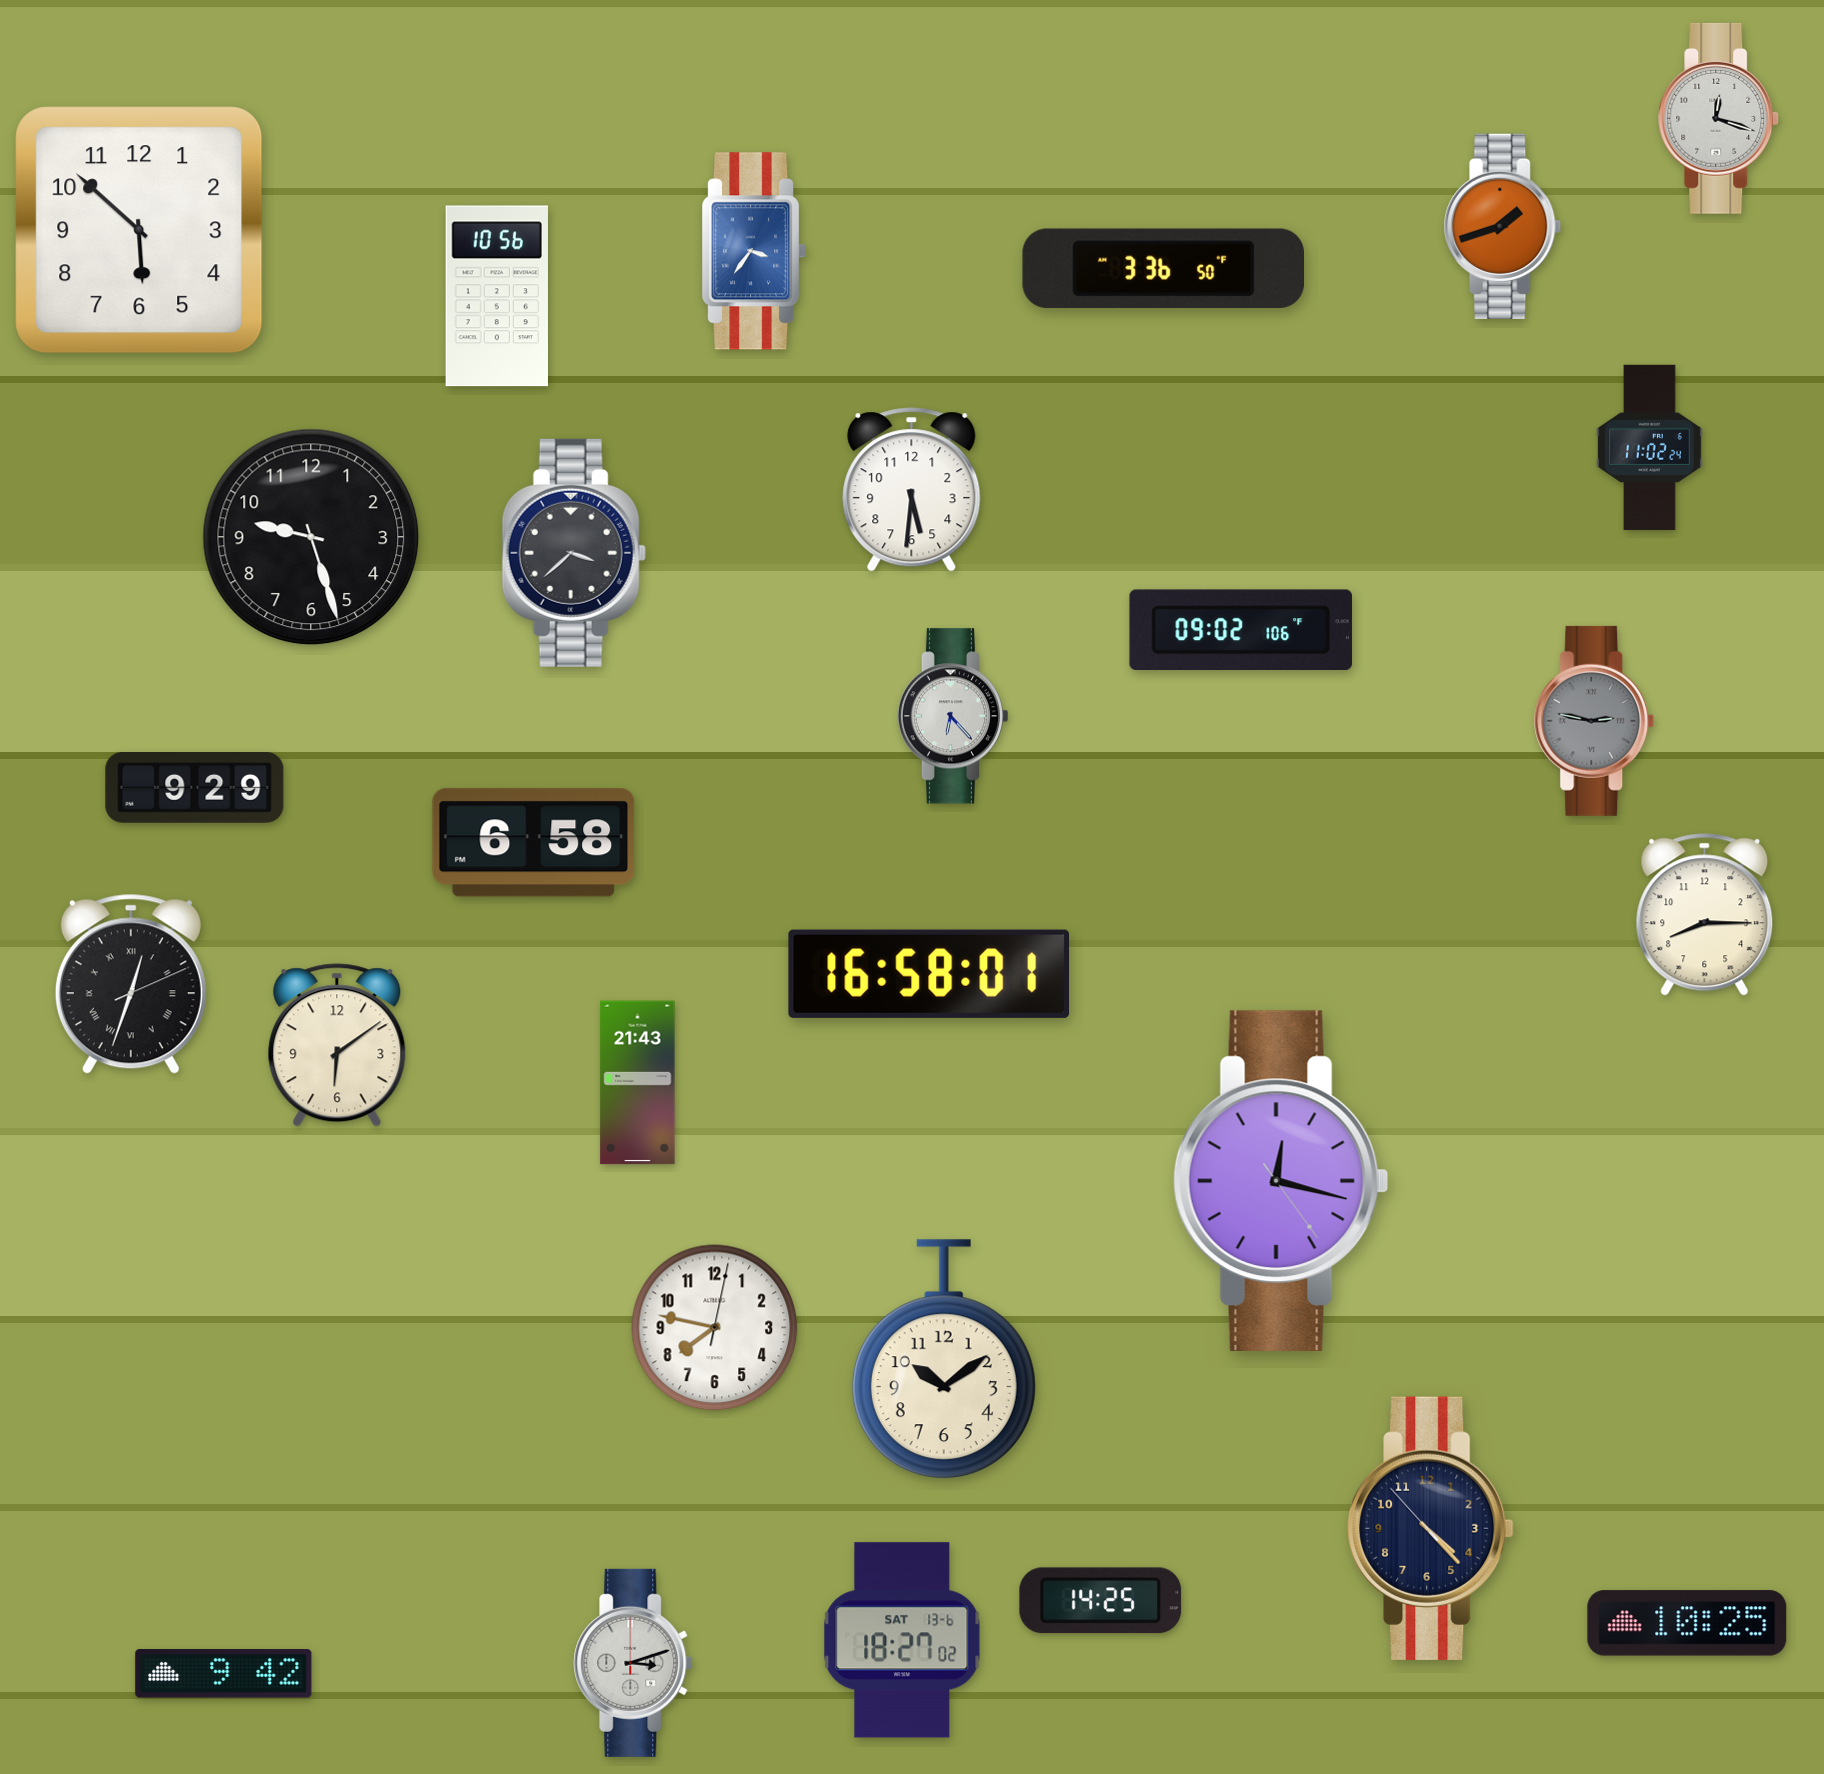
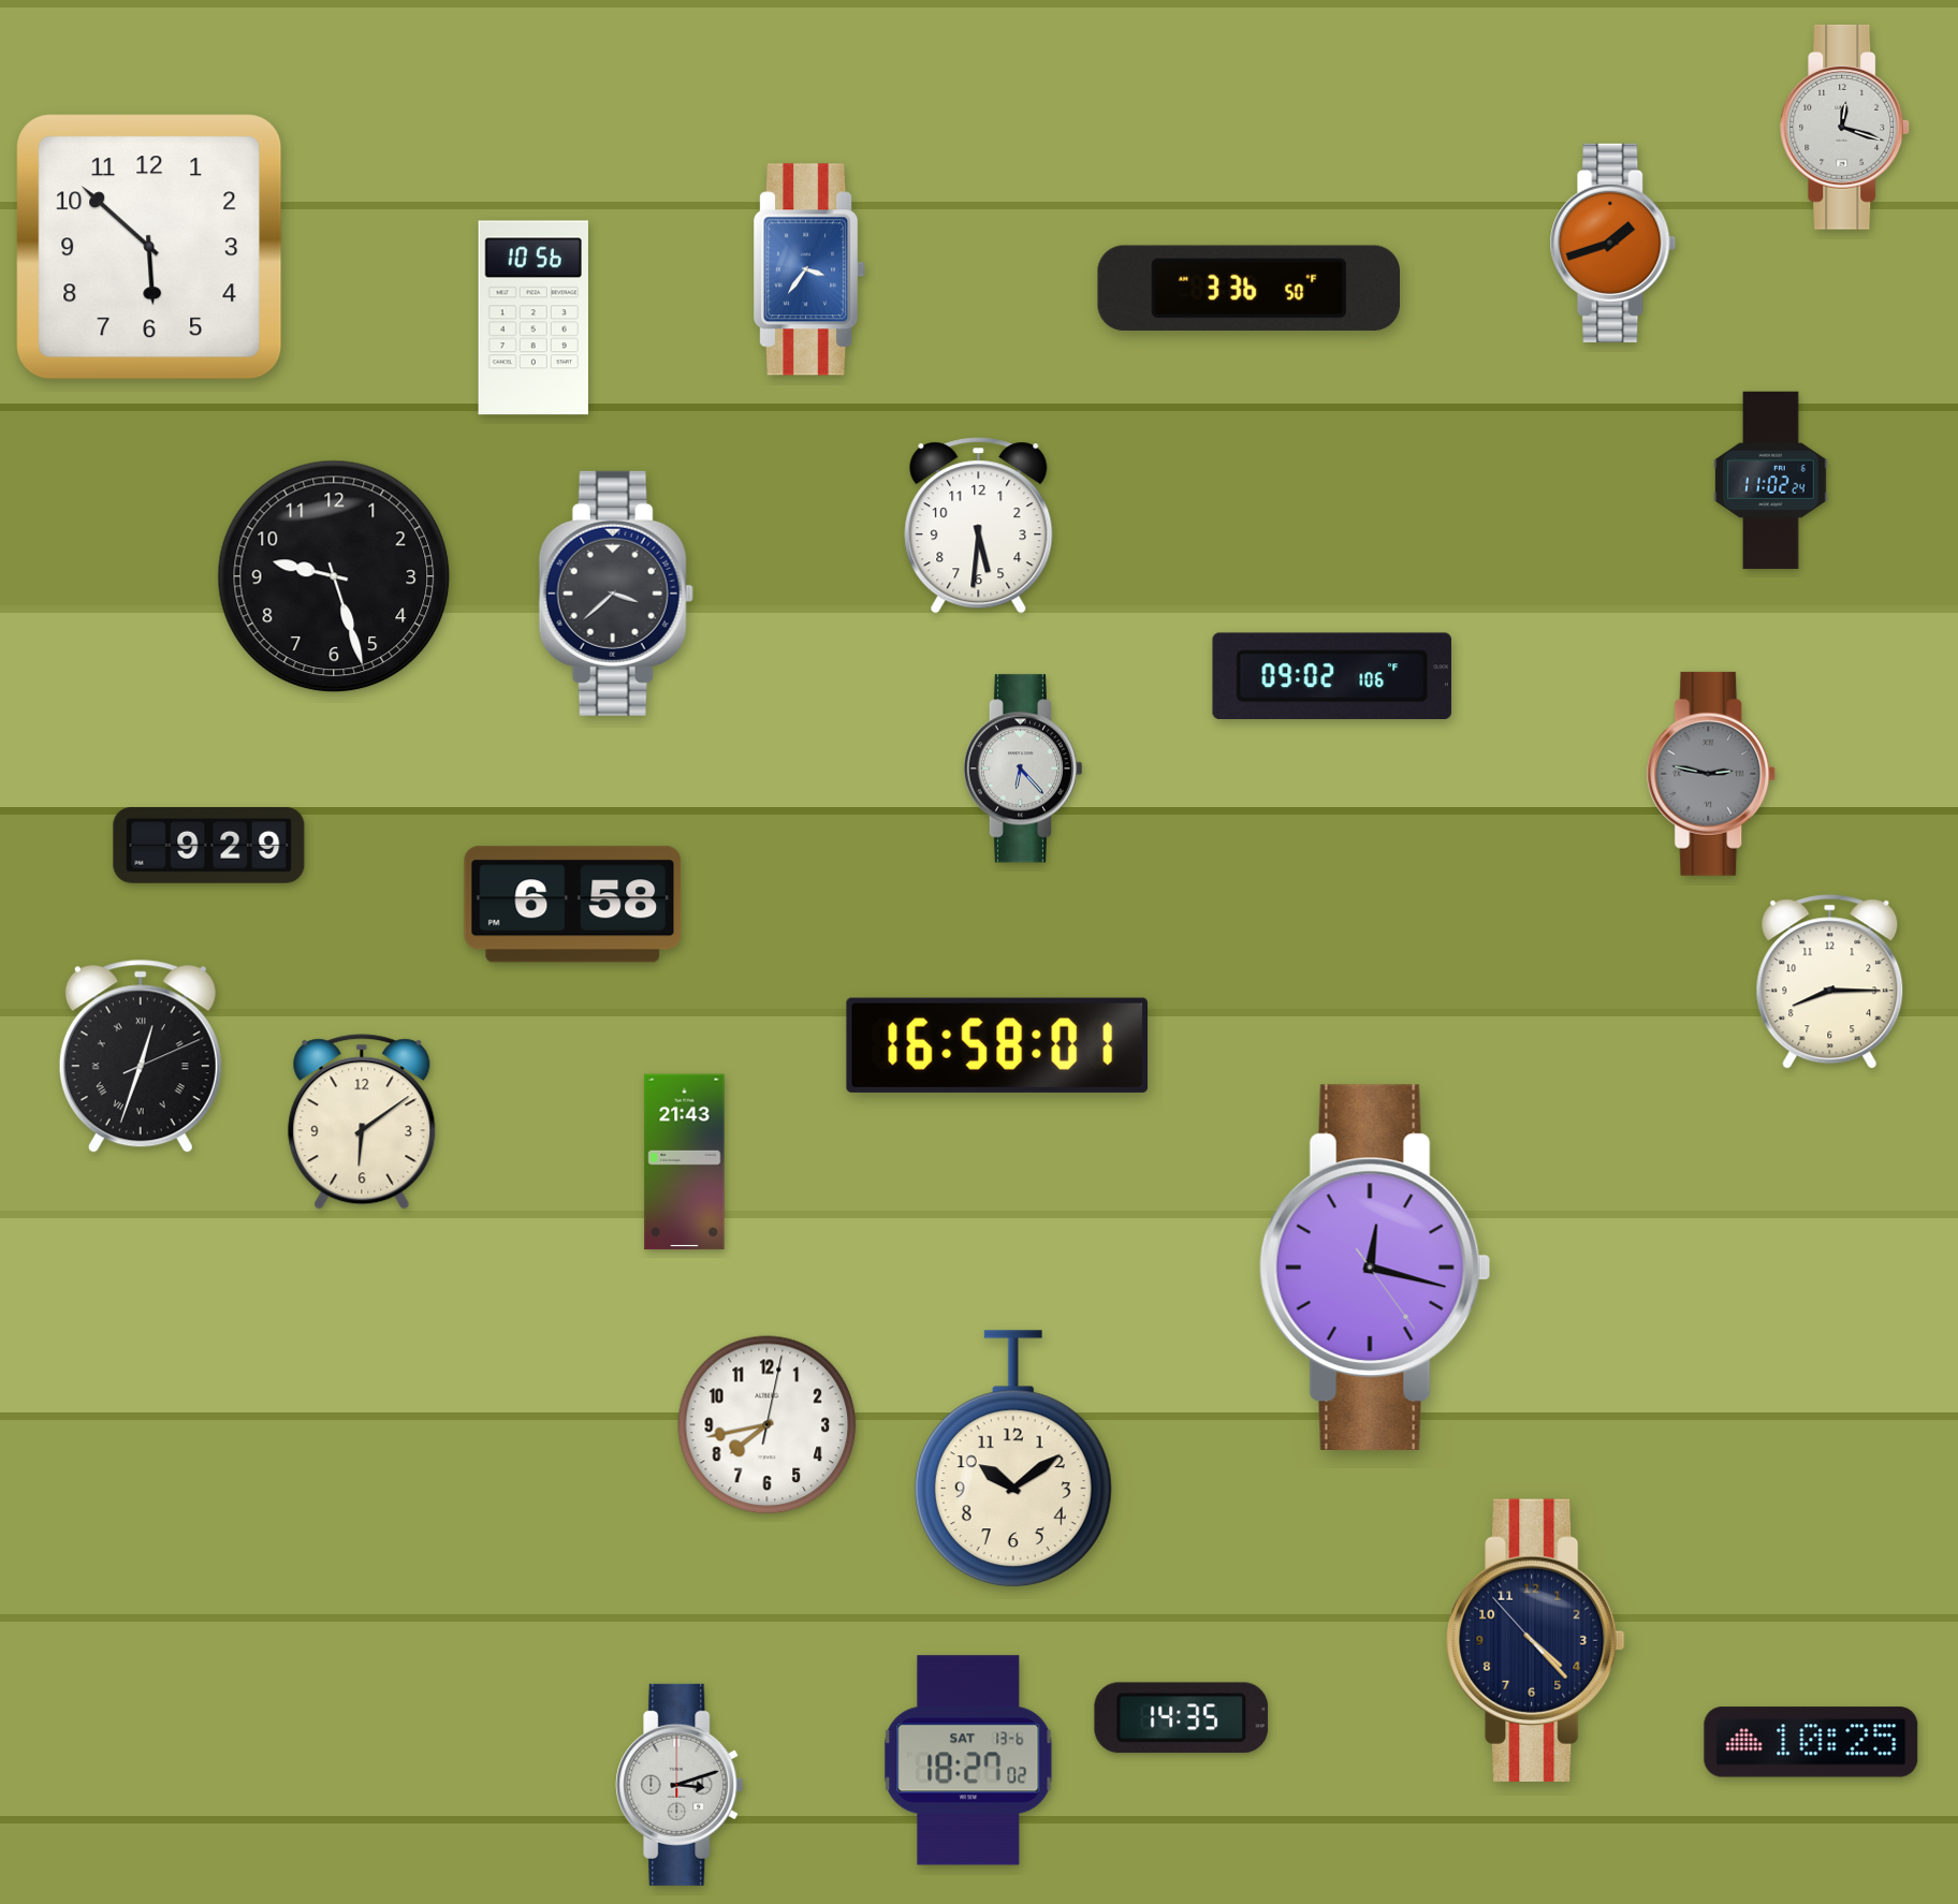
clock at (715, 1328): 7:47 -> 7:43
clock at (1101, 1601): 14:25 -> 14:35
clock at (224, 1674): 9:42 -> none
